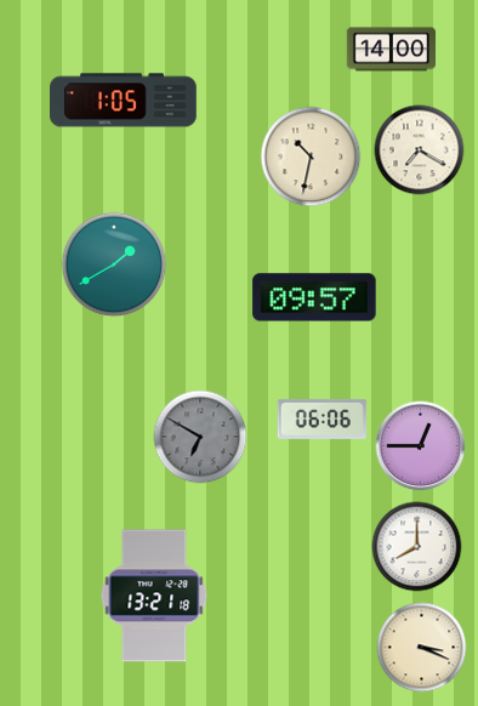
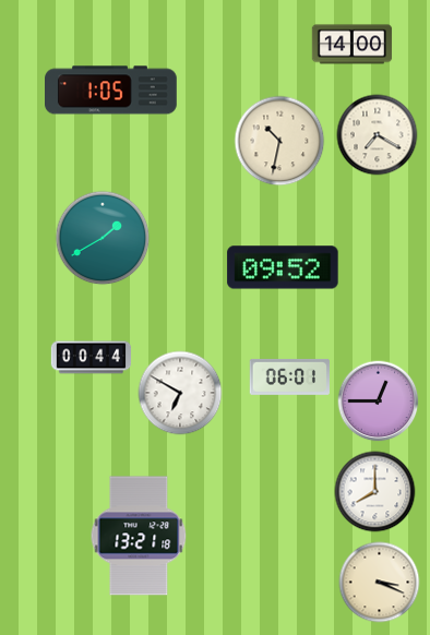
clock at (314, 297): 09:57 -> 09:52
clock at (92, 358): none -> 00:44
clock at (321, 419): 06:06 -> 06:01
clock at (200, 437) dial: grey -> white
